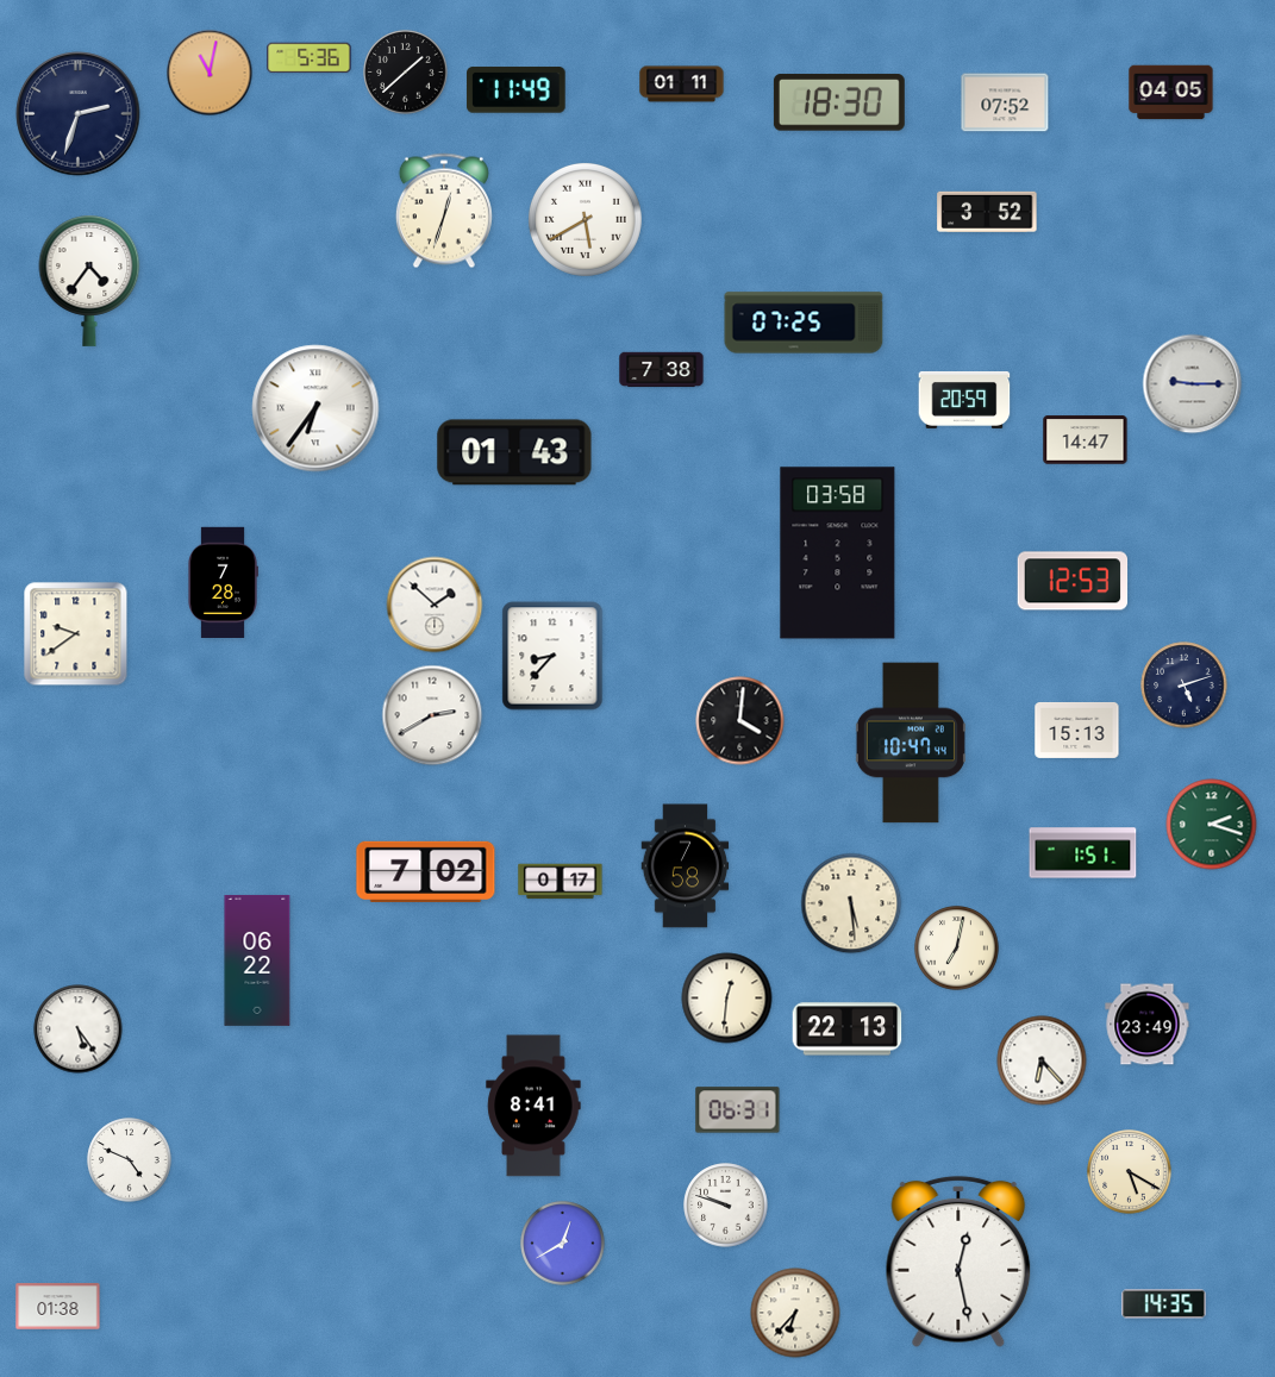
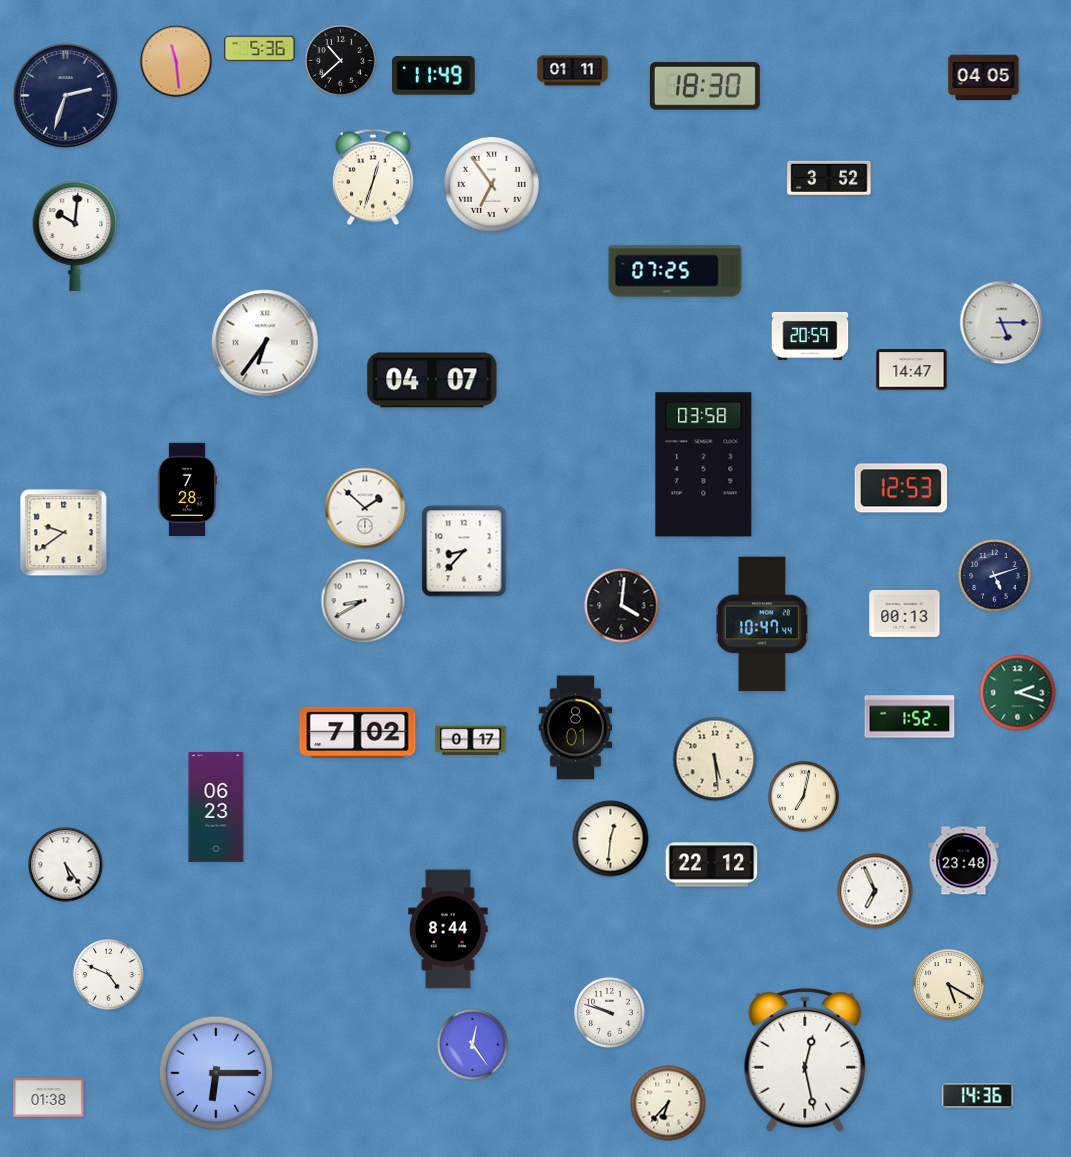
clock at (210, 73): 11:02 -> 11:29
clock at (406, 73): 1:38 -> 10:38
clock at (1005, 102): 07:52 -> none
clock at (585, 219): 5:40 -> 6:54
clock at (89, 281): 4:36 -> 10:01
clock at (662, 370): 7:38 -> none
clock at (1193, 384): 9:15 -> 5:15
clock at (514, 452): 01:43 -> 04:07
clock at (432, 715): 2:40 -> 8:40
clock at (1077, 730): 15:13 -> 00:13
clock at (911, 743) position: (911, 743) -> (762, 624)
clock at (1083, 853): 1:51 -> 1:52
clock at (686, 866): 7:58 -> 8:01
clock at (257, 960): 06:22 -> 06:23
clock at (1148, 1025): 23:49 -> 23:48
clock at (848, 1029): 22:13 -> 22:12
clock at (1042, 1060): 6:23 -> 6:56
clock at (533, 1106): 8:41 -> 8:44
clock at (738, 1110): 06:31 -> none
clock at (563, 1244): 12:40 -> 12:24
clock at (216, 1073): none -> 6:15
clock at (1164, 1304): 14:35 -> 14:36
